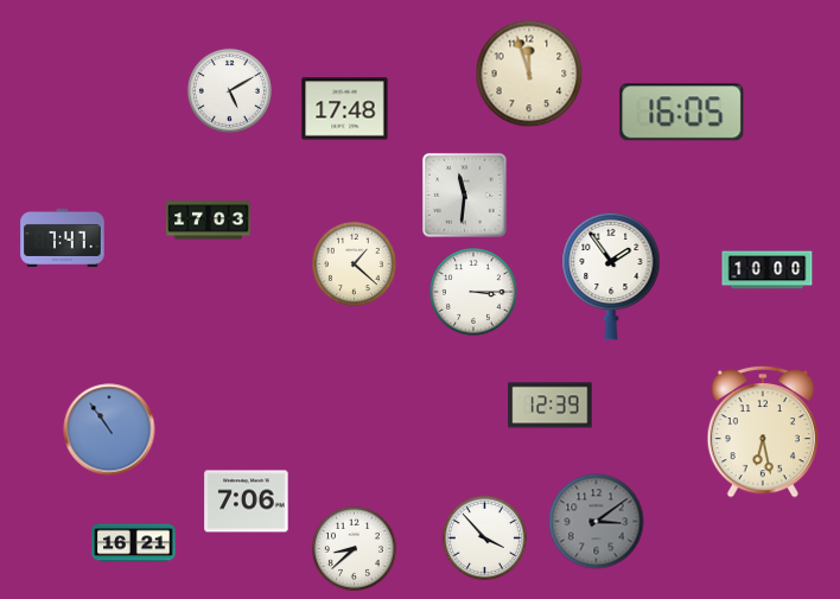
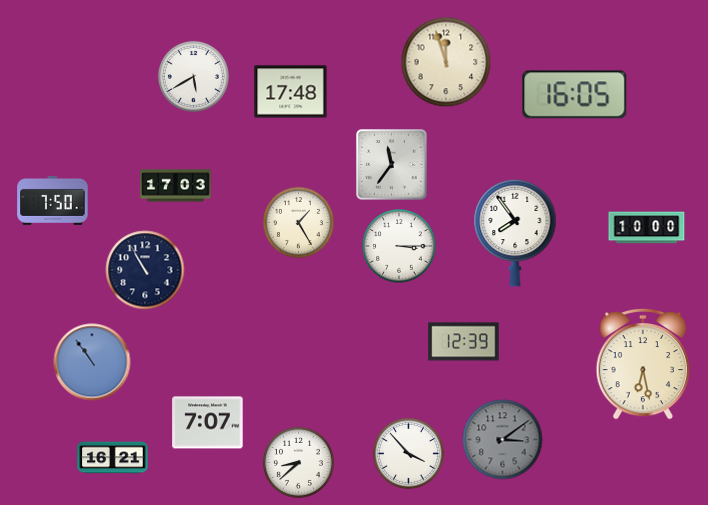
clock at (229, 90): 5:10 -> 5:40
clock at (465, 196): 11:31 -> 11:36
clock at (63, 237): 7:47 -> 7:50
clock at (354, 263): 1:22 -> 1:25
clock at (611, 276): 1:54 -> 7:54
clock at (145, 270): none -> 10:55
clock at (247, 502): 7:06 -> 7:07
